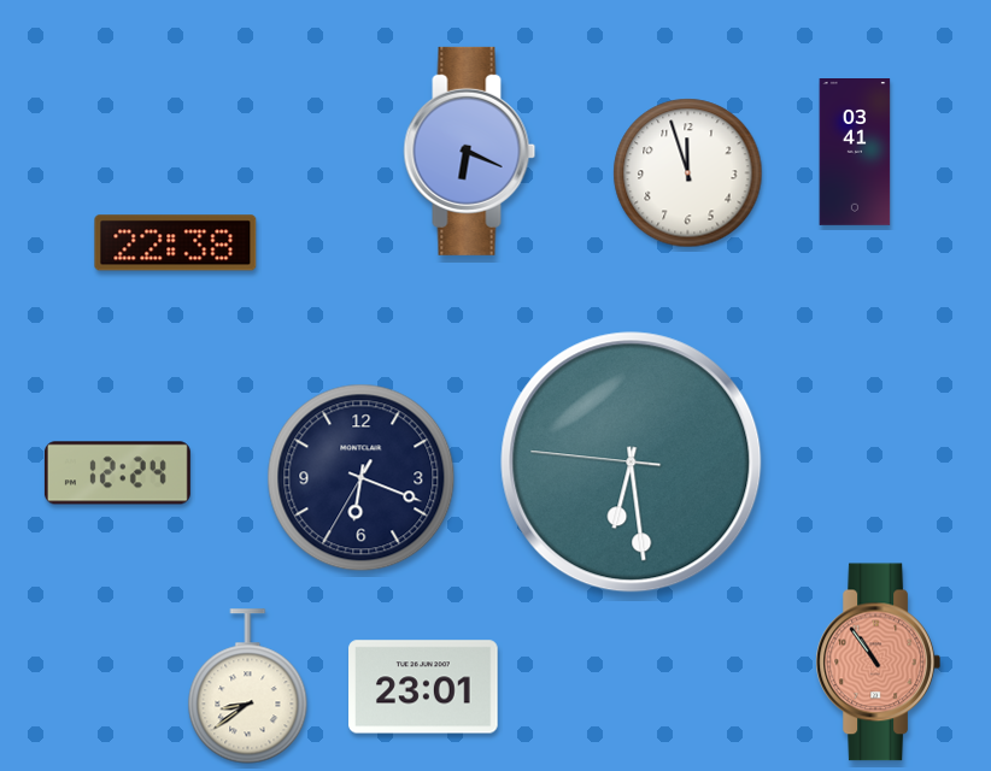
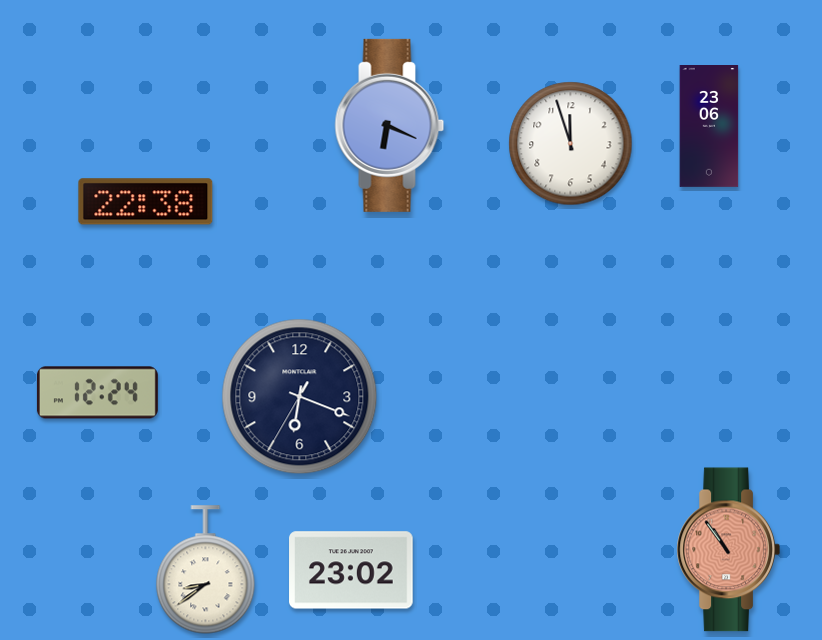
clock at (855, 153): 03:41 -> 23:06
clock at (632, 463): 6:28 -> none
clock at (423, 687): 23:01 -> 23:02
